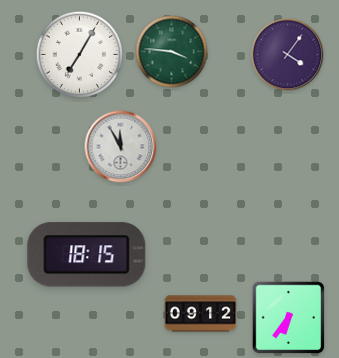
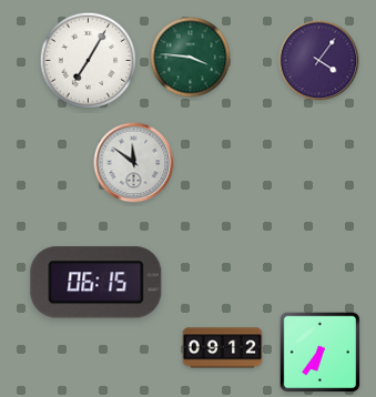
clock at (121, 147): 11:55 -> 11:51
clock at (87, 255): 18:15 -> 06:15
